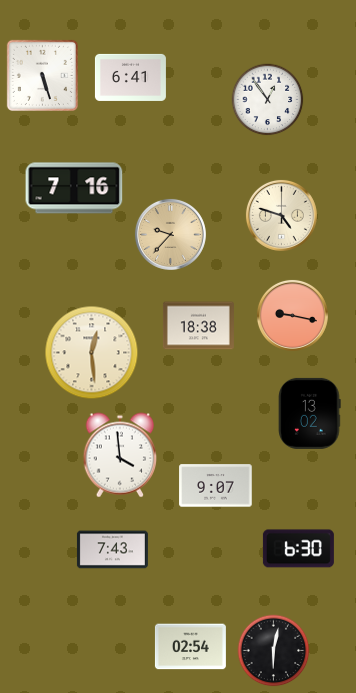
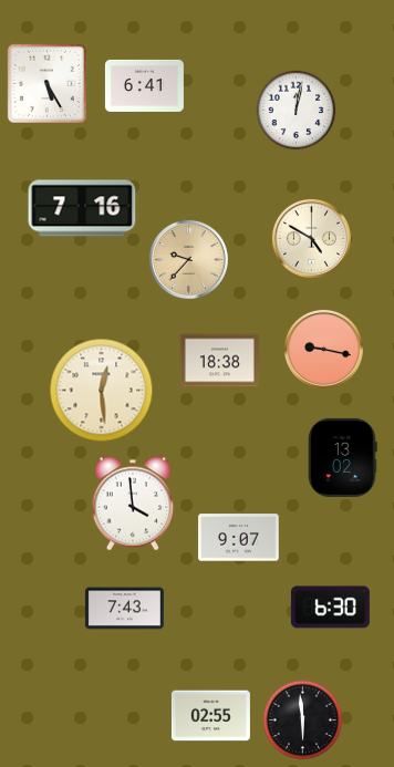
clock at (42, 75): 5:27 -> 5:25
clock at (268, 100): 12:54 -> 12:02
clock at (281, 215): 4:48 -> 4:50
clock at (190, 647): 02:54 -> 02:55
clock at (274, 651): 6:02 -> 5:59
